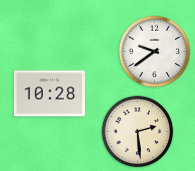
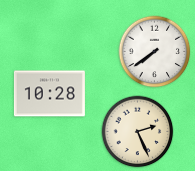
clock at (155, 52): 9:39 -> 7:39
clock at (138, 132): 2:29 -> 2:26
